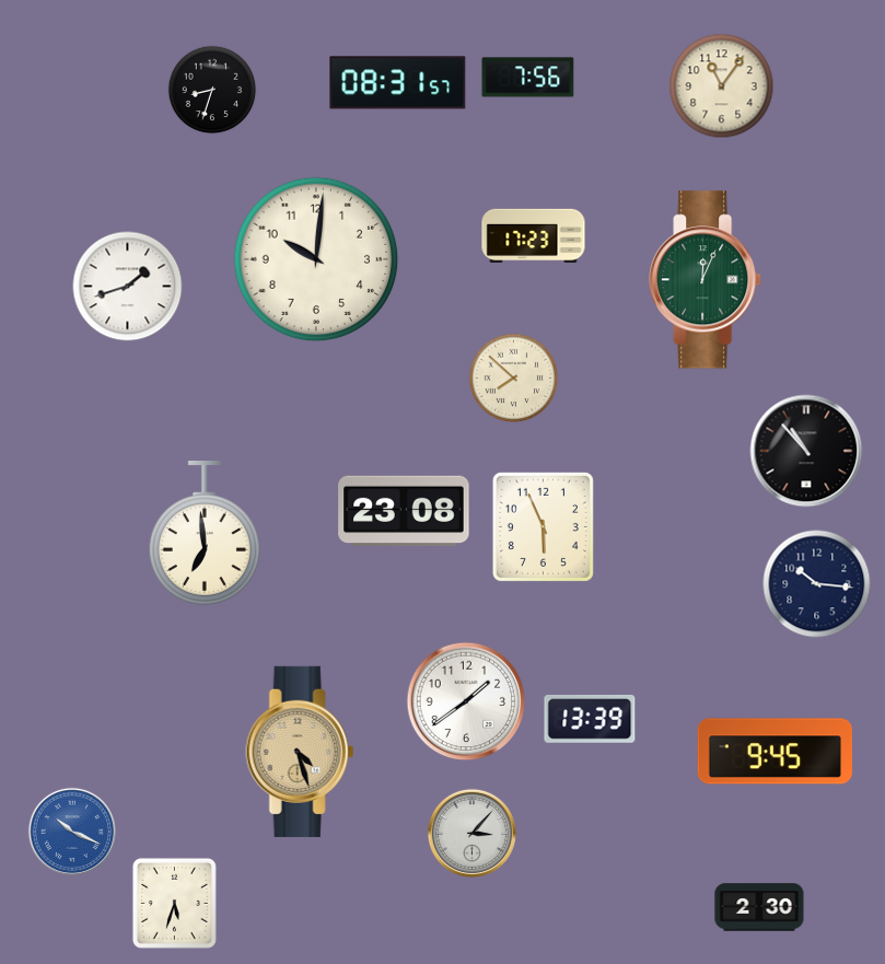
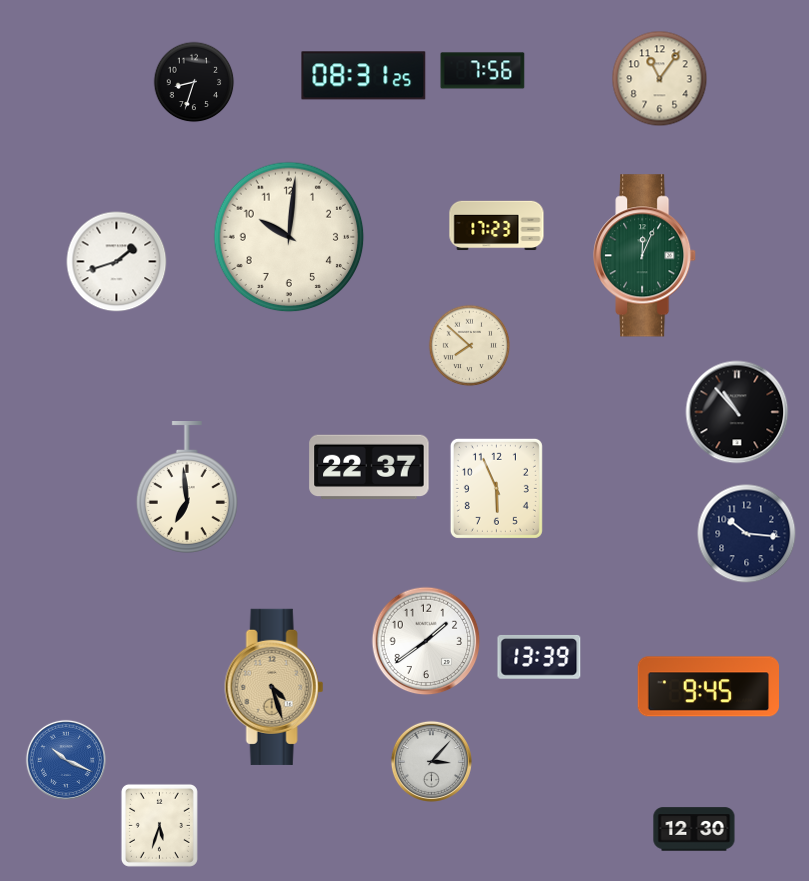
clock at (398, 83): 08:31:57 -> 08:31:25
clock at (534, 236) position: (534, 236) -> (497, 226)
clock at (404, 511): 23:08 -> 22:37
clock at (543, 526) position: (543, 526) -> (496, 488)
clock at (759, 907): 2:30 -> 12:30
